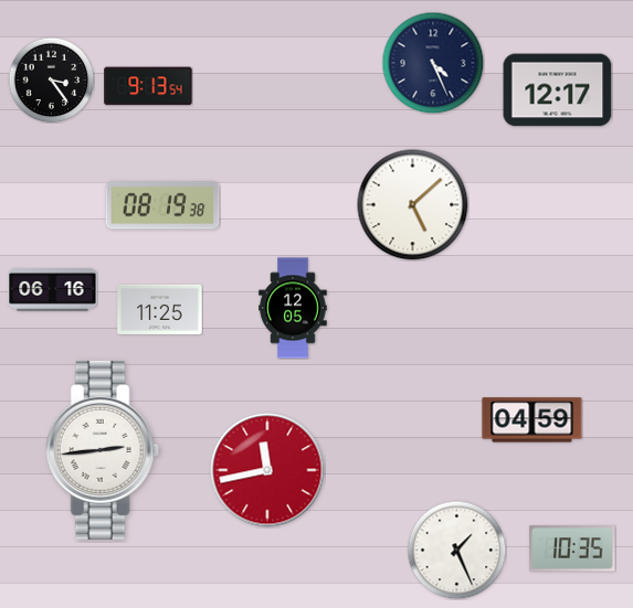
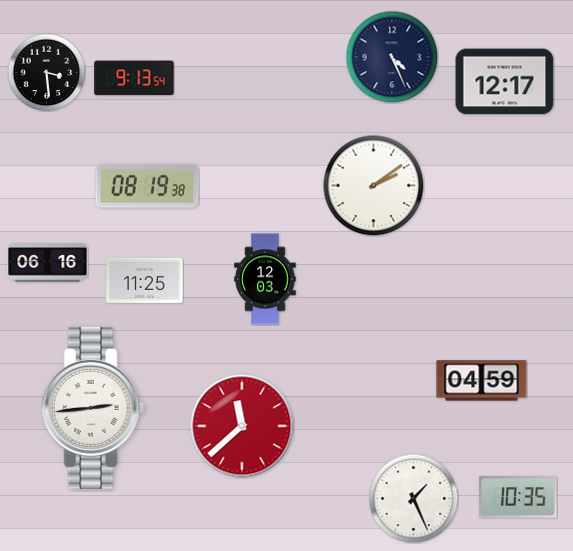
clock at (51, 79): 3:24 -> 3:29
clock at (413, 205): 5:08 -> 2:09
clock at (293, 308): 12:05 -> 12:03
clock at (267, 470): 11:43 -> 11:38
